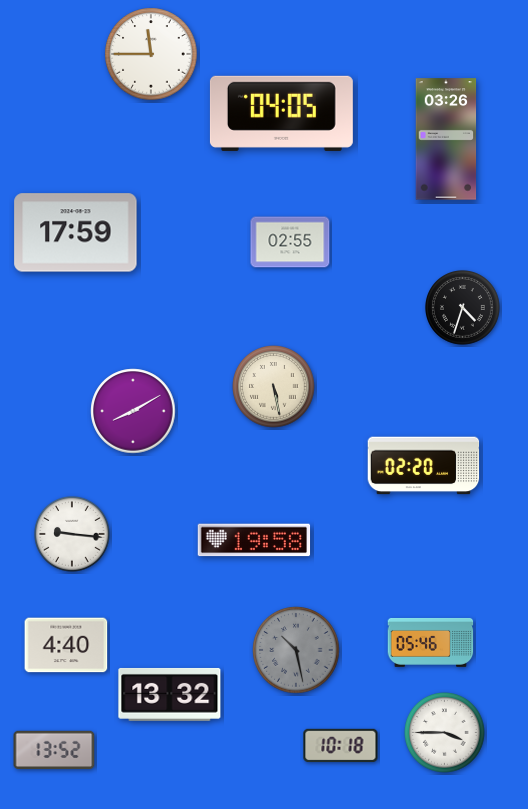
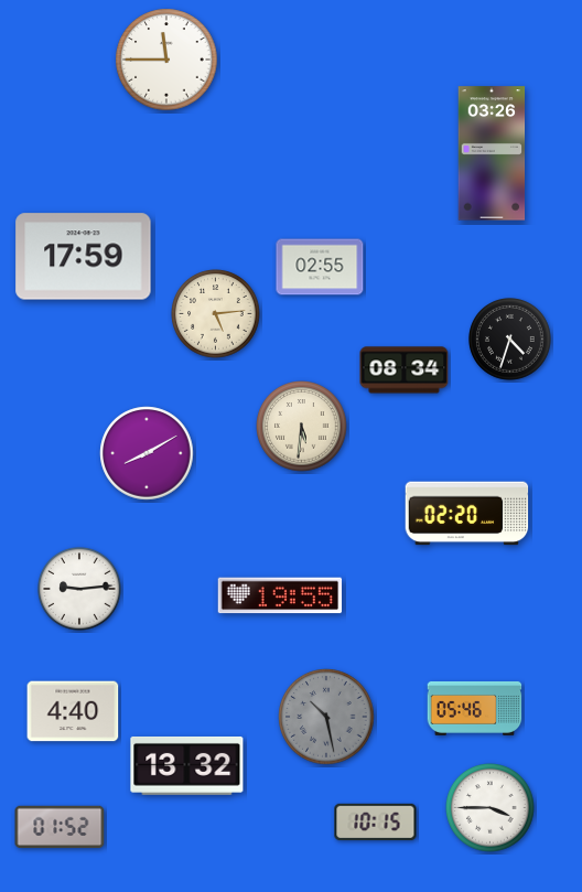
clock at (281, 113): 04:05 -> none
clock at (216, 314): none -> 5:14
clock at (405, 370): none -> 08:34
clock at (274, 387): 5:28 -> 5:31
clock at (73, 535): 9:16 -> 9:14
clock at (254, 540): 19:58 -> 19:55
clock at (341, 746): 10:18 -> 10:15
clock at (54, 750): 13:52 -> 01:52
